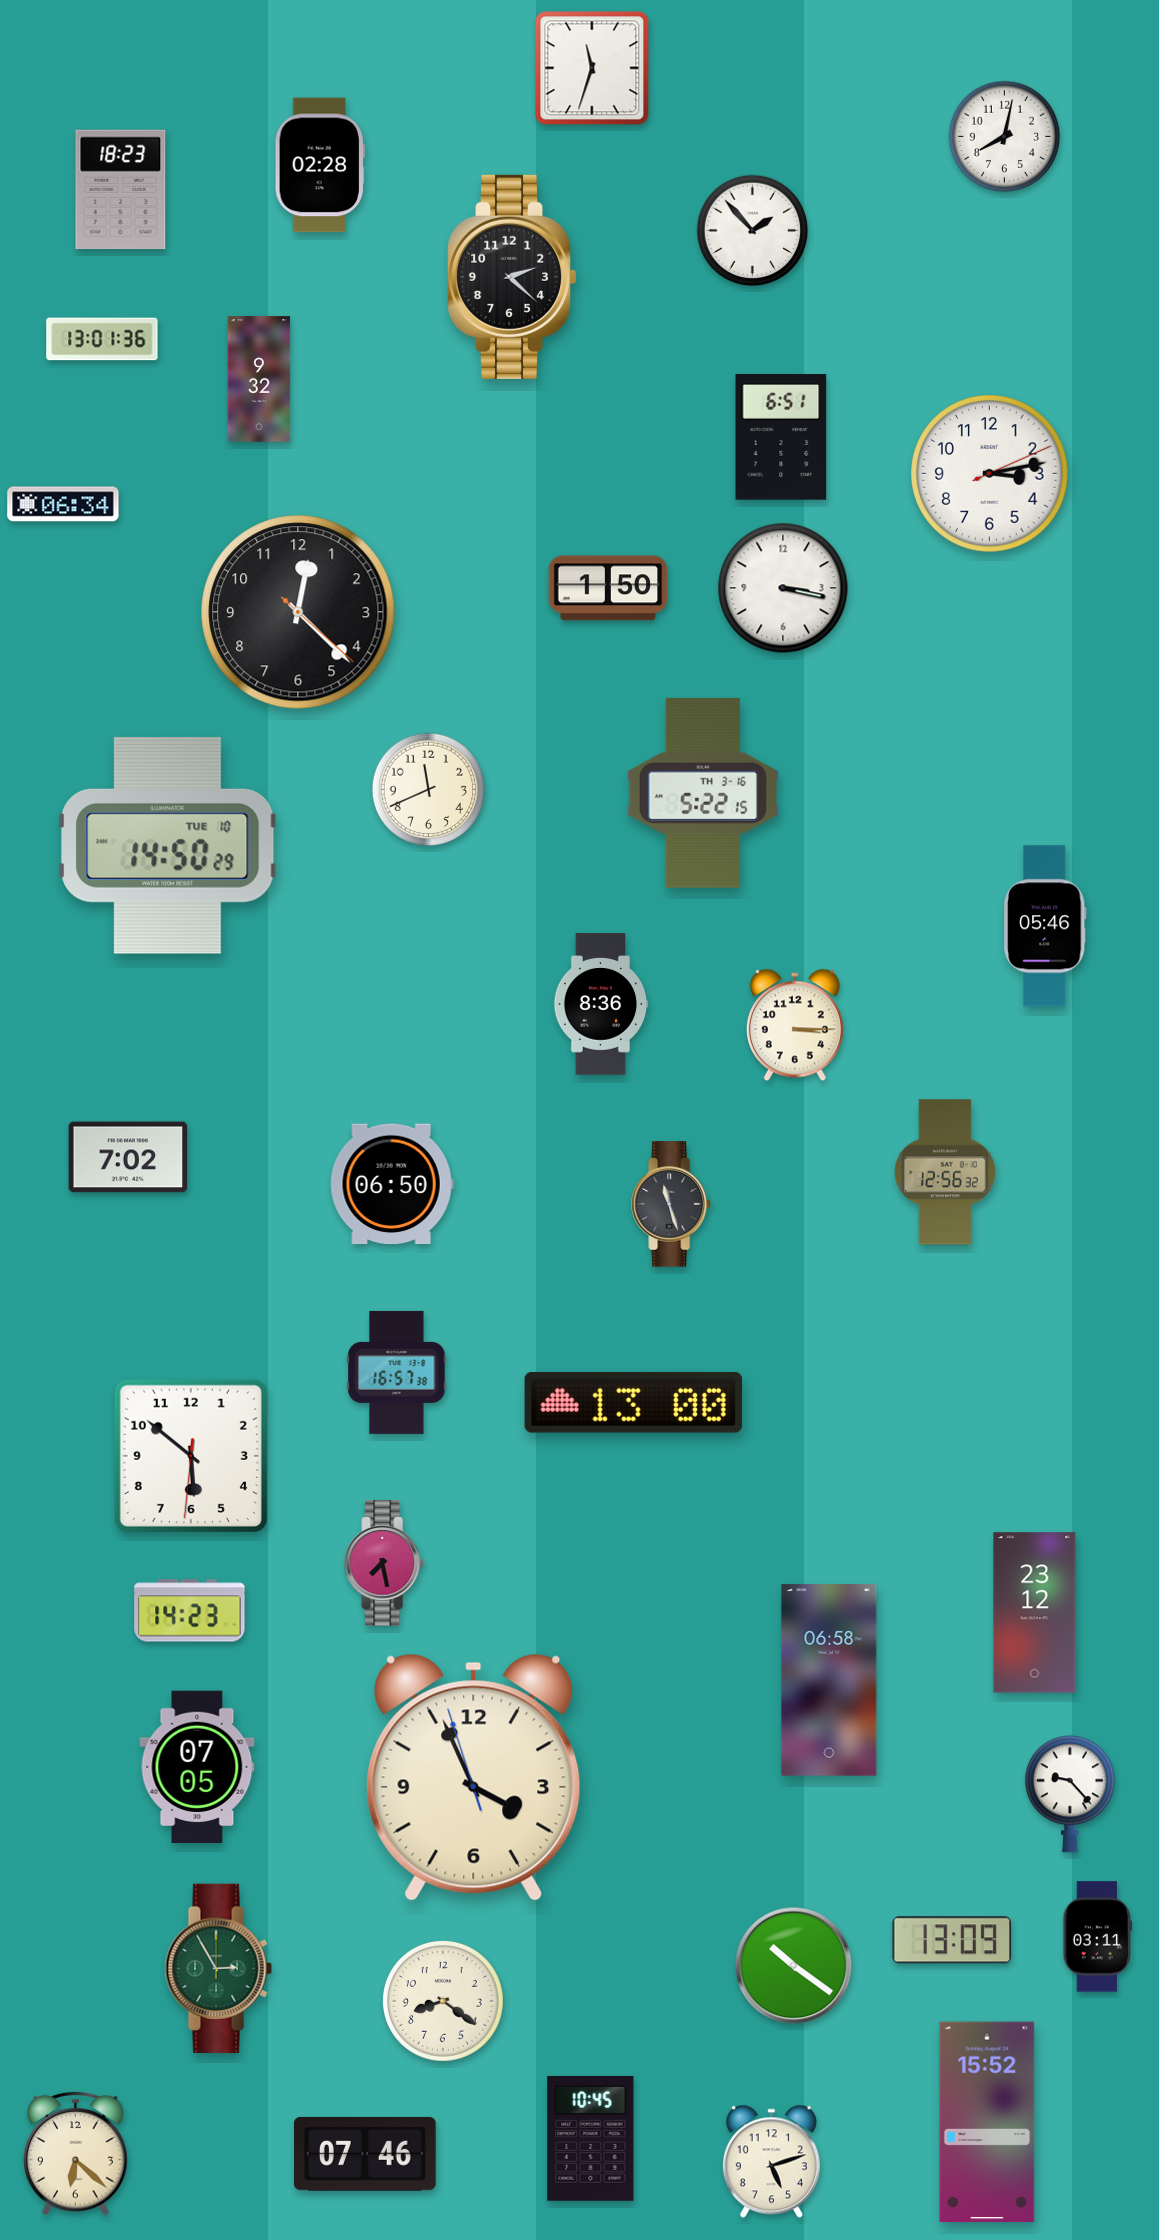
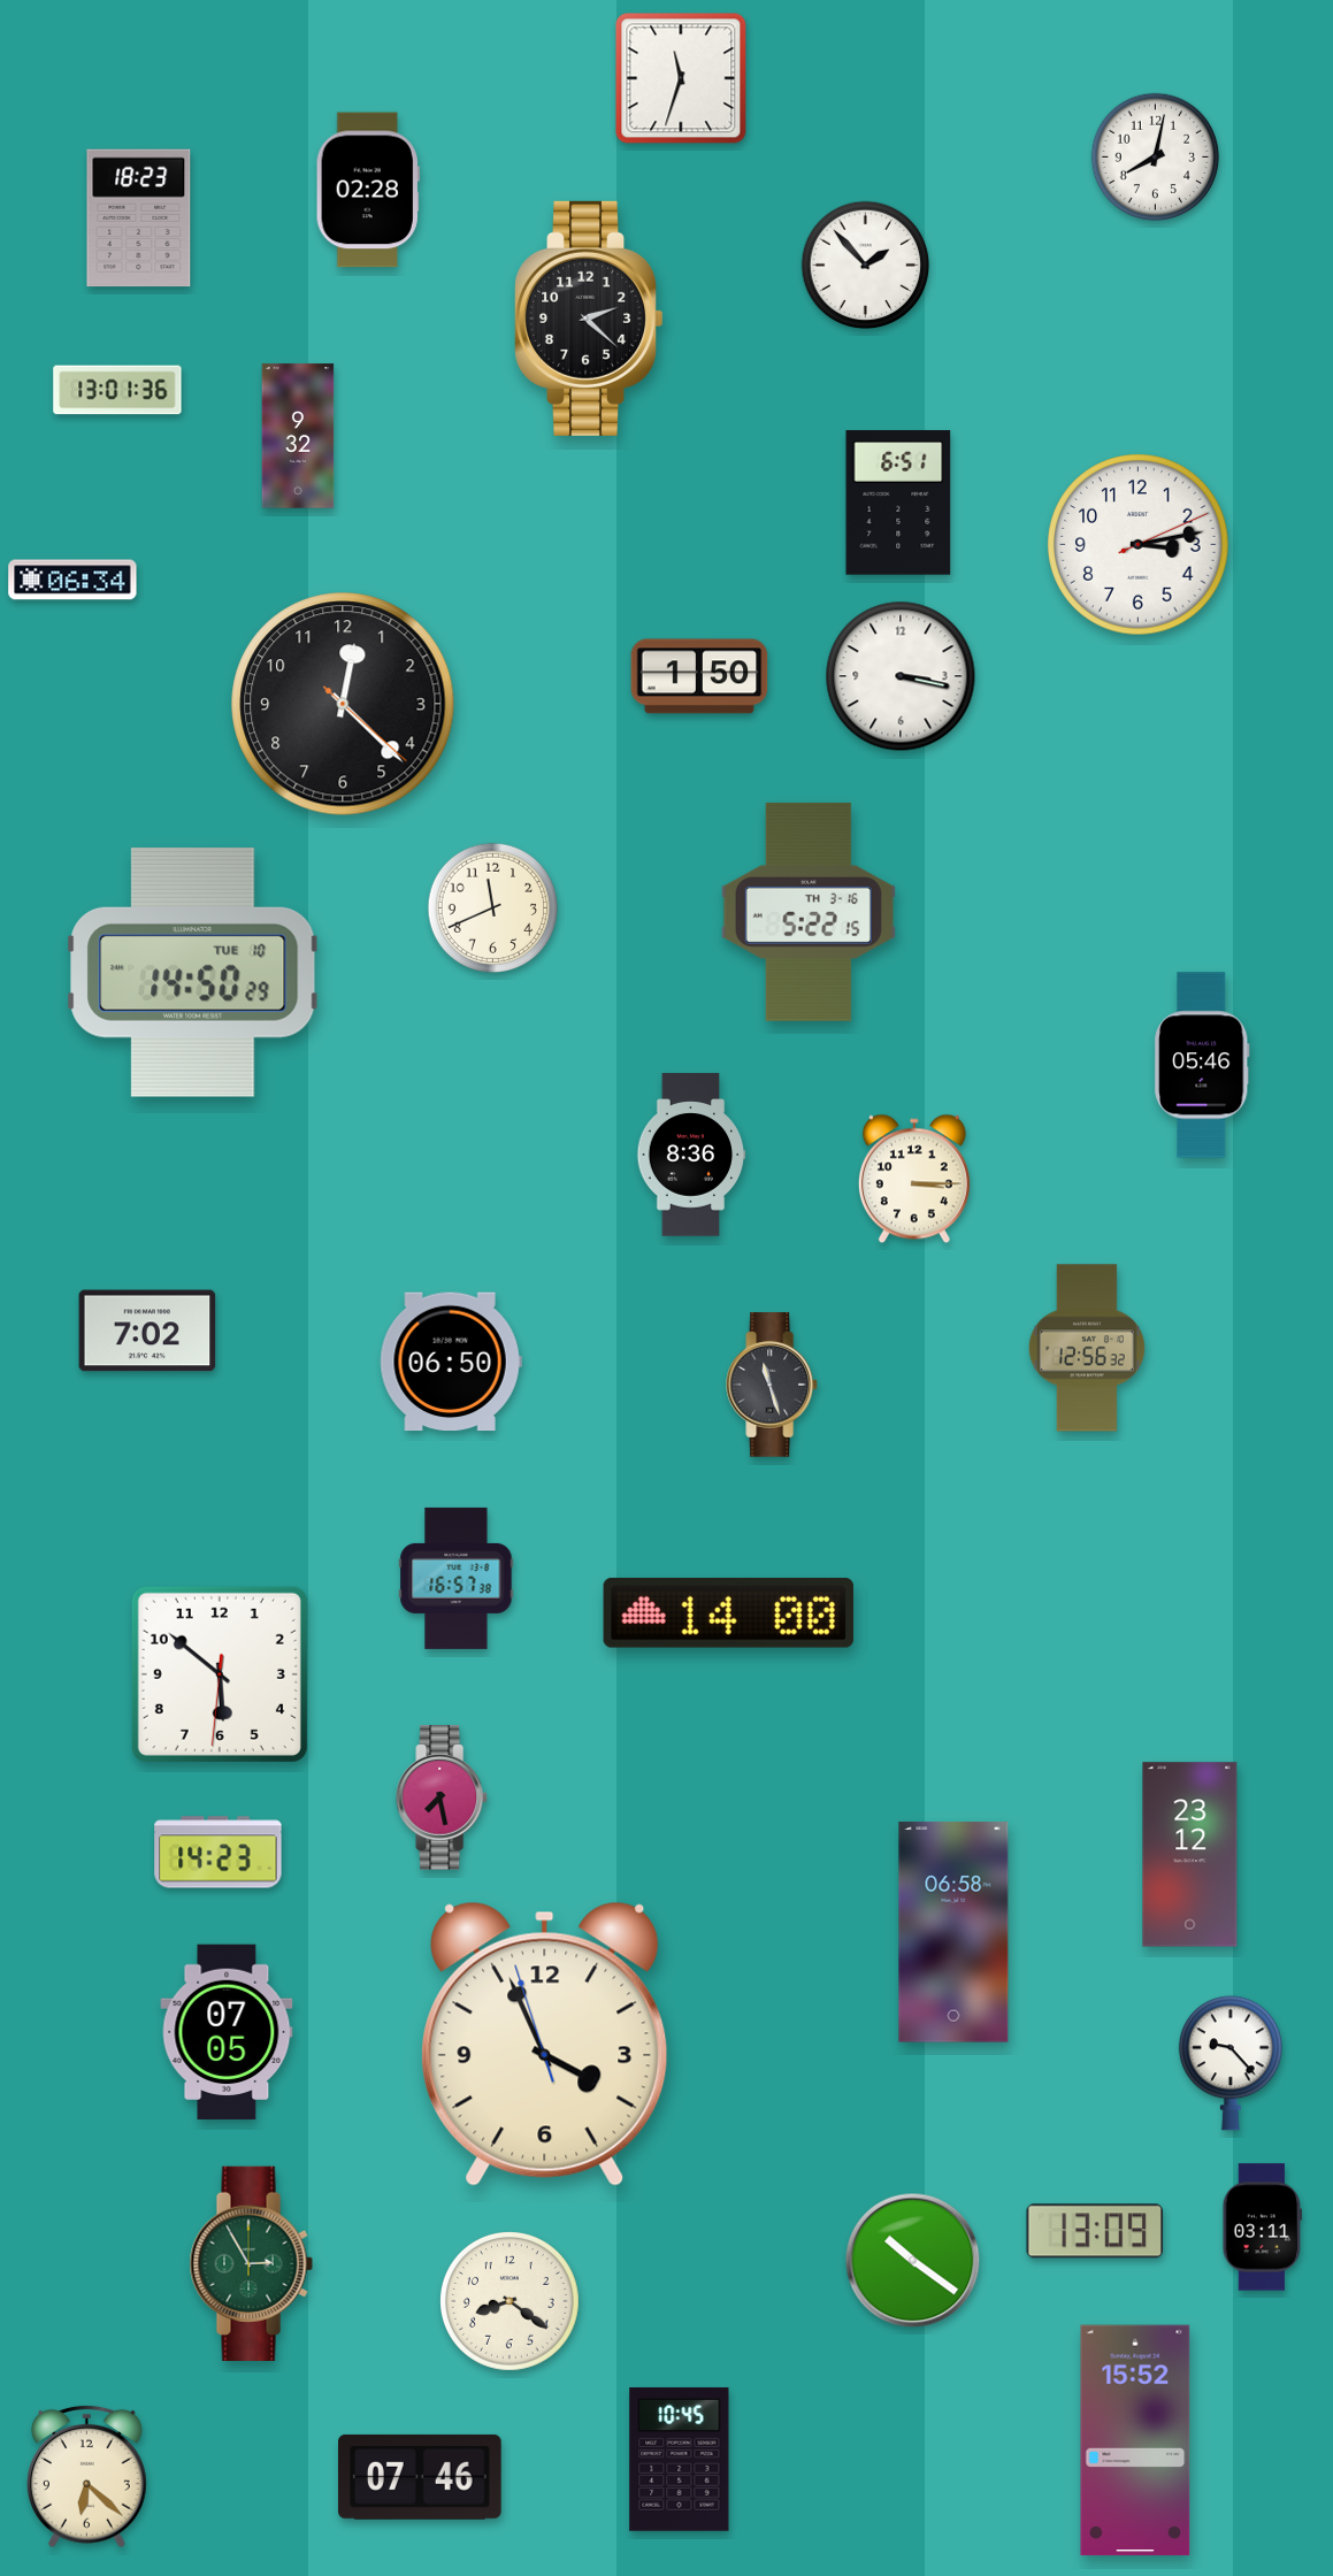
clock at (633, 1403): 13:00 -> 14:00
clock at (771, 2162): 5:12 -> none
